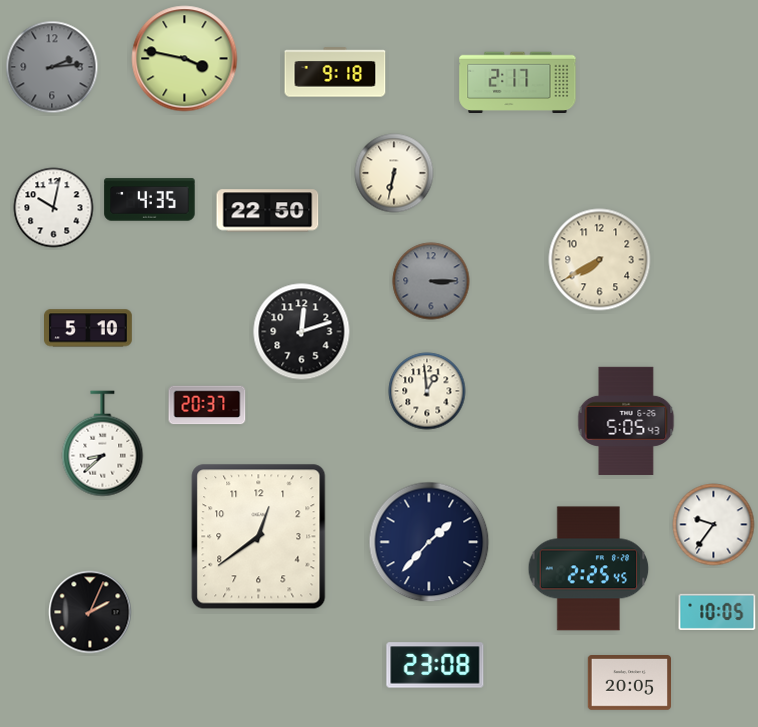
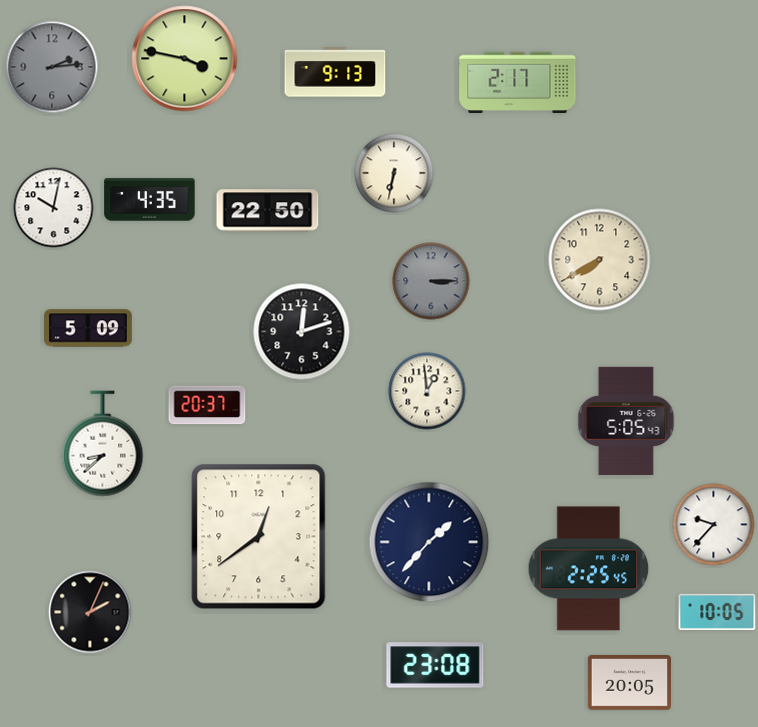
clock at (335, 72): 9:18 -> 9:13
clock at (89, 328): 5:10 -> 5:09
clock at (714, 525): 9:36 -> 9:37
